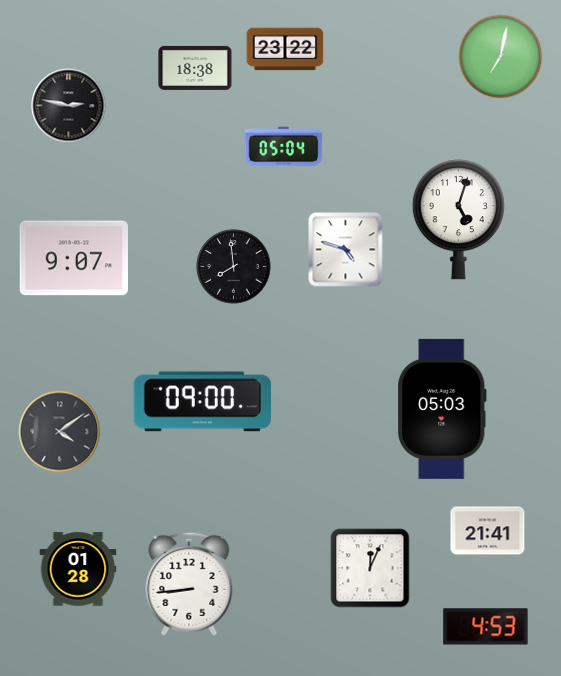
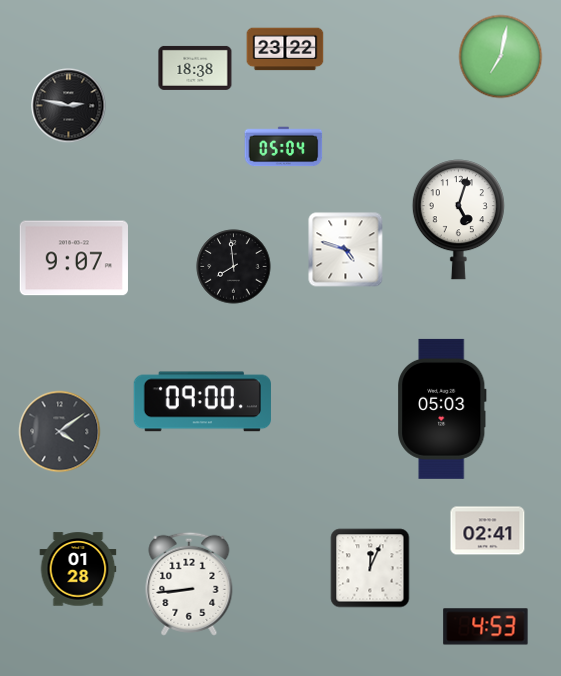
clock at (488, 531): 21:41 -> 02:41
